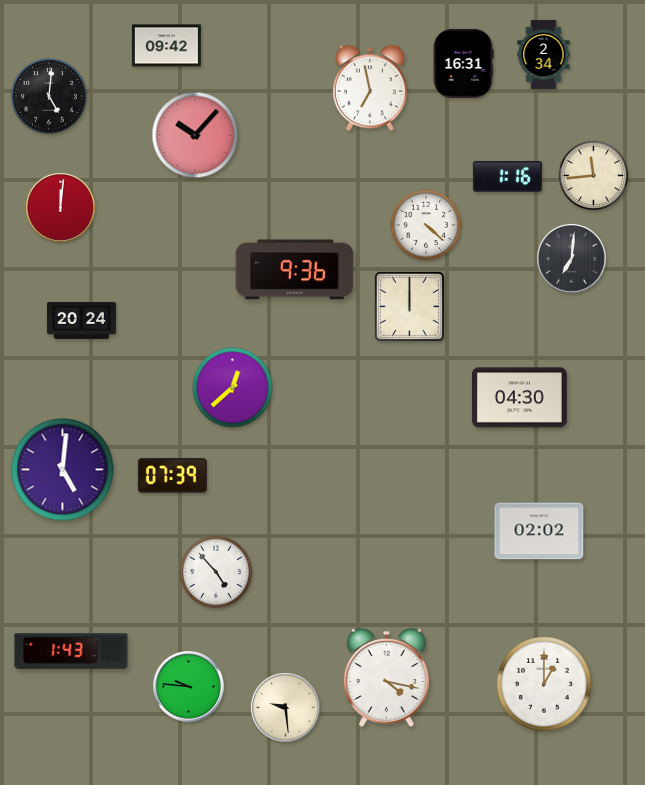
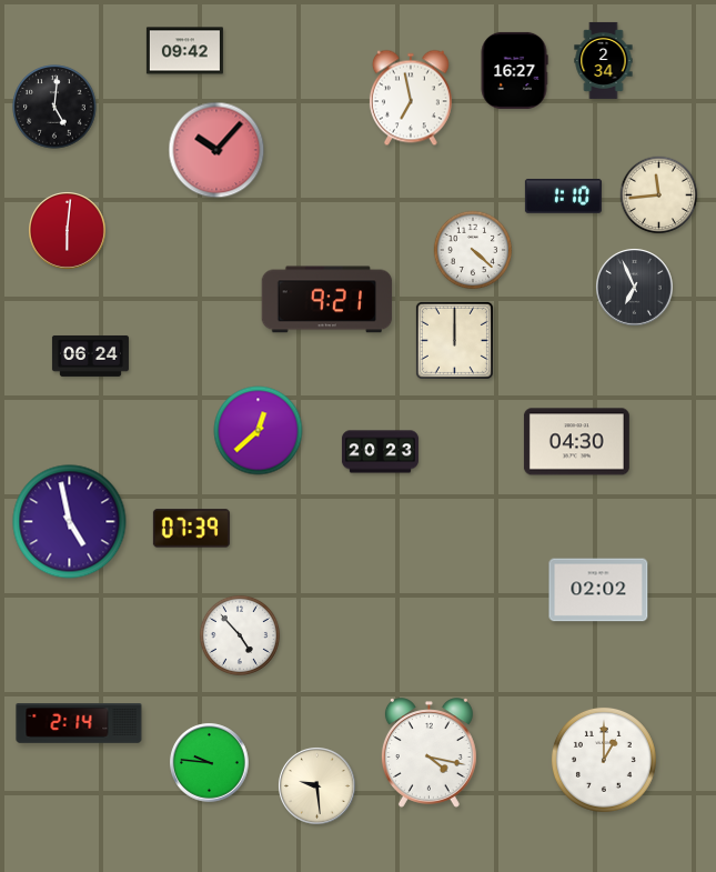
clock at (463, 63): 16:31 -> 16:27
clock at (507, 176): 1:16 -> 1:10
clock at (61, 208): 12:01 -> 6:01
clock at (572, 259): 7:01 -> 6:56
clock at (295, 270): 9:36 -> 9:21
clock at (81, 320): 20:24 -> 06:24
clock at (380, 452): none -> 20:23
clock at (63, 470): 5:01 -> 4:58
clock at (71, 651): 1:43 -> 2:14
